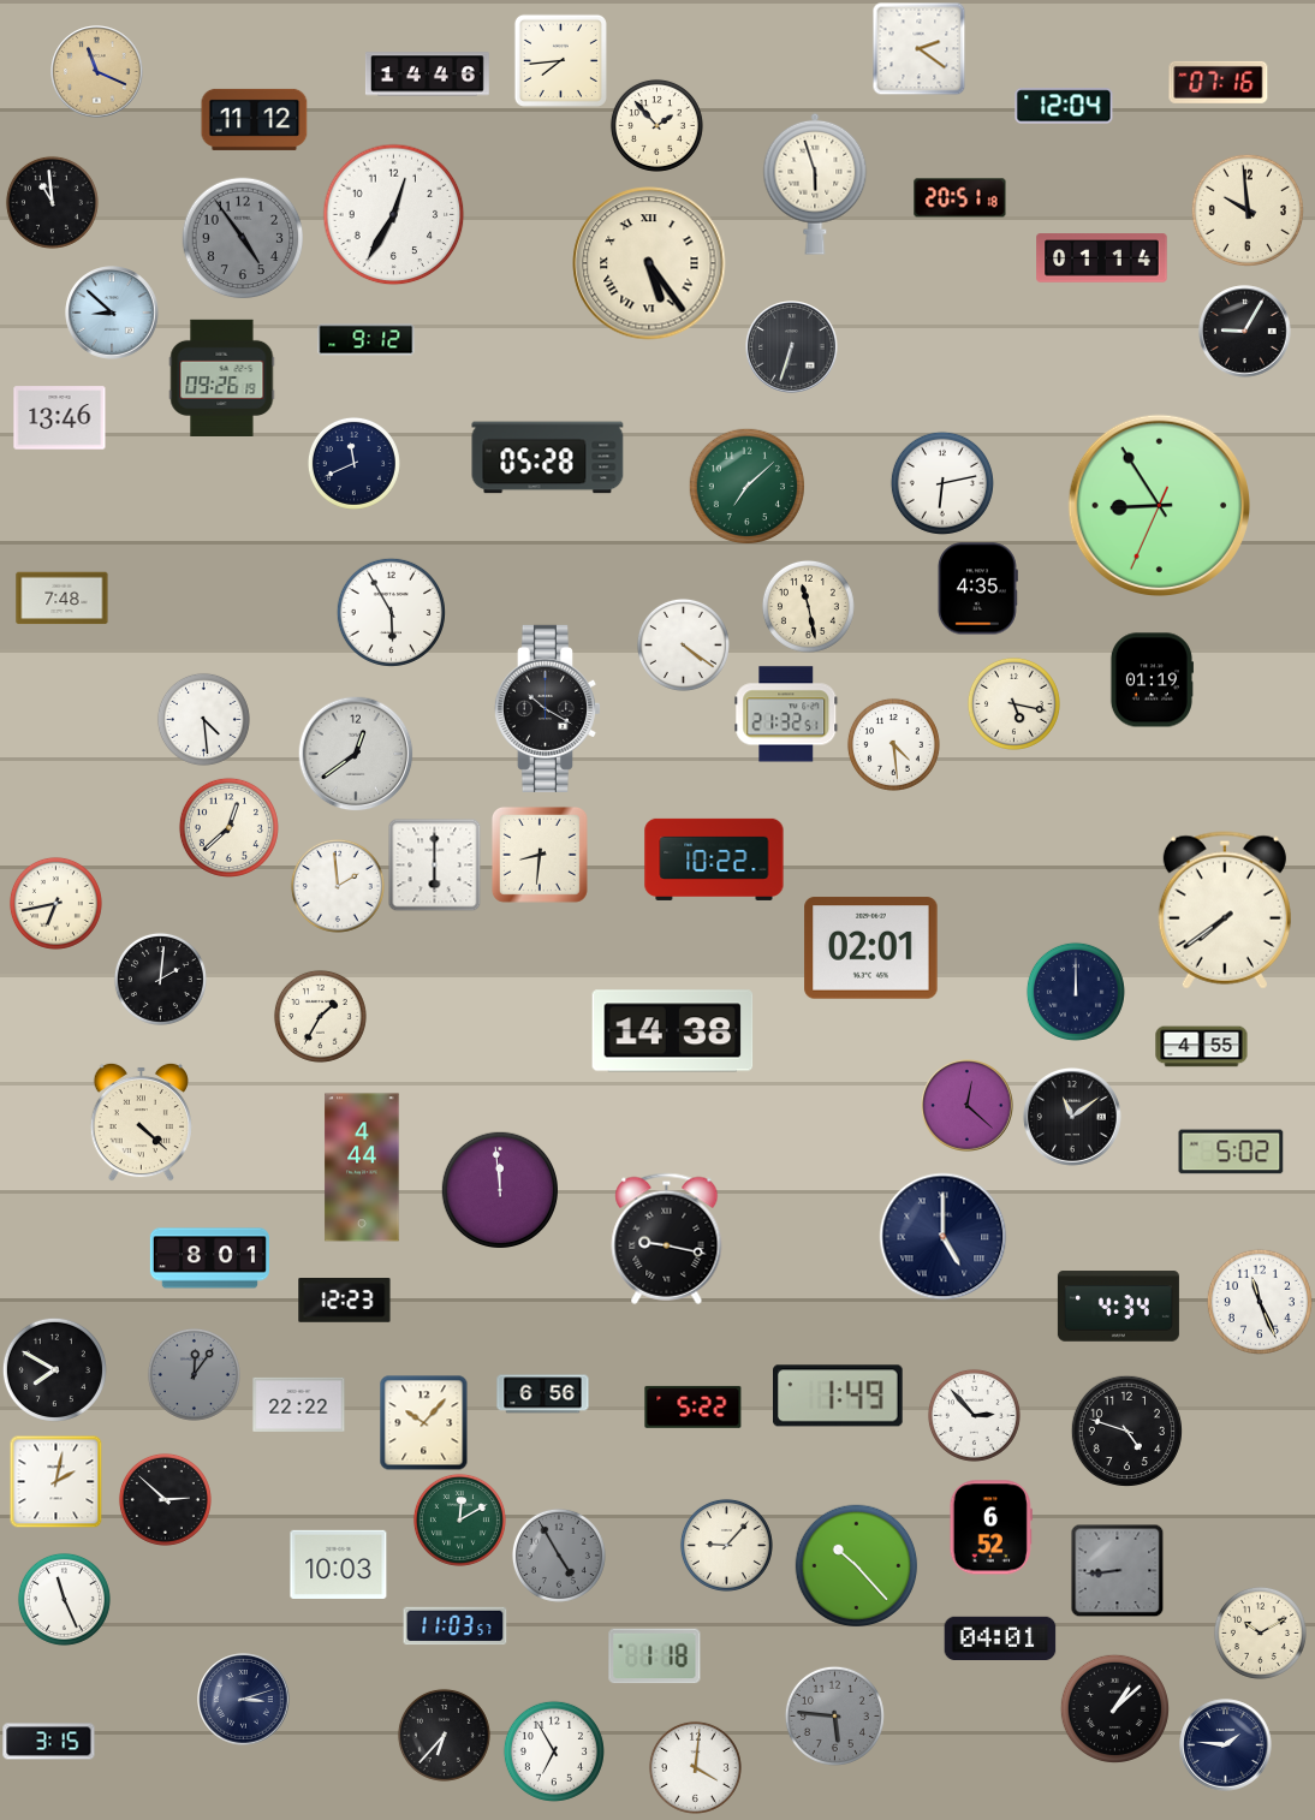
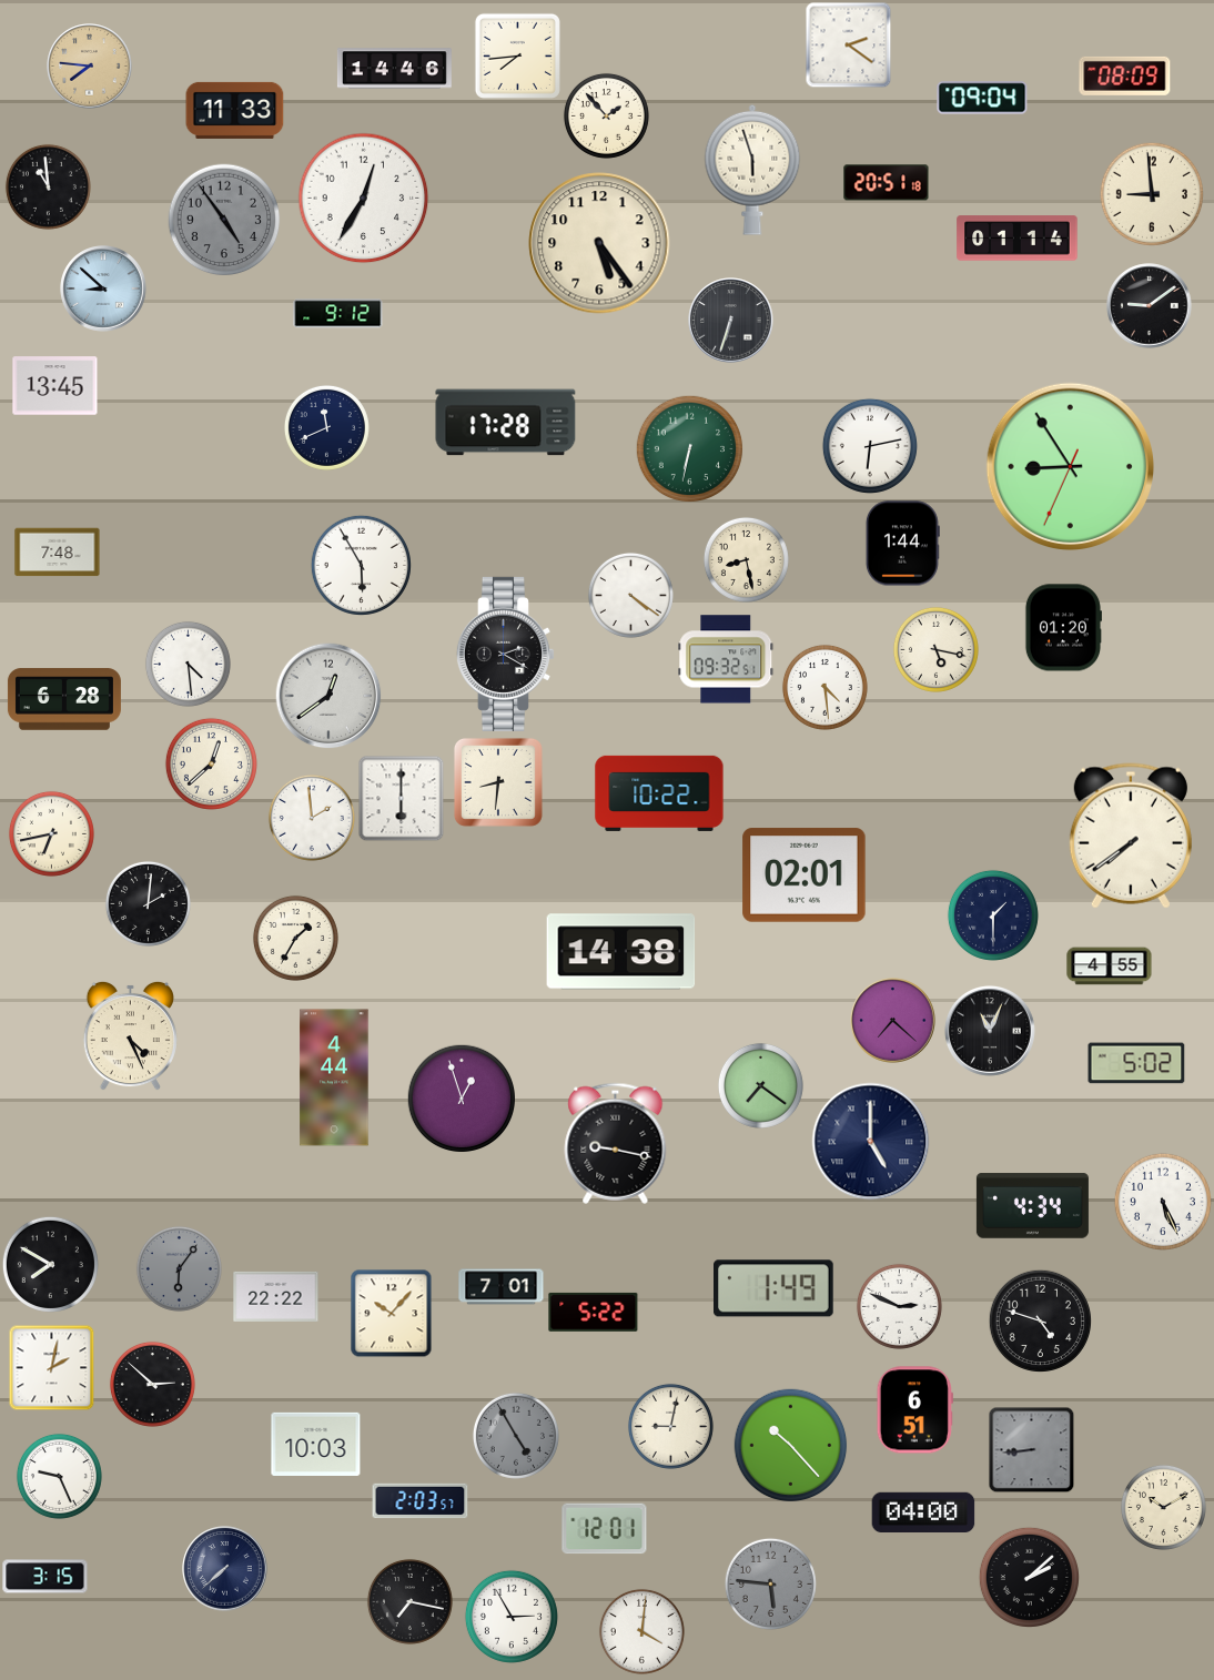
clock at (97, 72): 11:19 -> 7:46
clock at (1219, 82): 07:16 -> 08:09
clock at (1064, 106): 12:04 -> 09:04
clock at (255, 119): 11:12 -> 11:33
clock at (1246, 209): 9:59 -> 8:59
clock at (649, 263) numerals: Roman -> Arabic
clock at (1245, 332): 9:05 -> 9:09
clock at (222, 377): 09:26 -> none
clock at (60, 418): 13:46 -> 13:45
clock at (548, 458): 05:28 -> 17:28
clock at (746, 486): 7:08 -> 6:32
clock at (977, 589): 4:35 -> 1:44
clock at (808, 606): 11:28 -> 8:28
clock at (1152, 680): 01:19 -> 01:20
clock at (547, 708): 10:20 -> 2:20
clock at (786, 714): 21:32 -> 09:32
clock at (64, 699): none -> 6:28
clock at (540, 855) position: (540, 855) -> (498, 782)
clock at (1225, 910) position: (1225, 910) -> (1131, 836)
clock at (1076, 992): 12:00 -> 1:30
clock at (968, 1106): 12:22 -> 7:22
clock at (1072, 1117): 11:09 -> 11:04
clock at (141, 1122): 4:22 -> 4:26
clock at (760, 1085): none -> 7:21
clock at (500, 1190): 11:59 -> 12:57
clock at (209, 1259): 8:01 -> none
clock at (345, 1301): 12:23 -> none
clock at (1260, 1302): 11:26 -> 5:26
clock at (194, 1374): 12:06 -> 6:06
clock at (543, 1394): 6:56 -> 7:01
clock at (694, 1406) position: (694, 1406) -> (594, 1312)
clock at (974, 1415): 2:53 -> 2:49
clock at (459, 1519): 12:10 -> none
clock at (990, 1528): 6:52 -> 6:51
clock at (726, 1545): 9:07 -> 9:02
clock at (339, 1564) position: (339, 1564) -> (316, 1444)
clock at (64, 1599): 11:26 -> 9:26
clock at (456, 1626): 11:03 -> 2:03
clock at (1000, 1637): 04:01 -> 04:00
clock at (655, 1657): 1:18 -> 12:01
clock at (244, 1700): 3:12 -> 7:38
clock at (1114, 1708): 1:08 -> 2:08
clock at (444, 1735): 6:37 -> 7:17
clock at (49, 1742) position: (49, 1742) -> (45, 1577)
clock at (1226, 1745): 1:46 -> none
clock at (554, 1751): 6:55 -> 2:55
